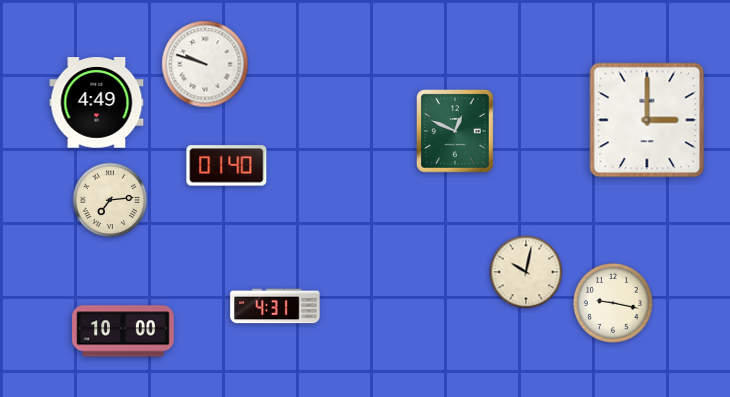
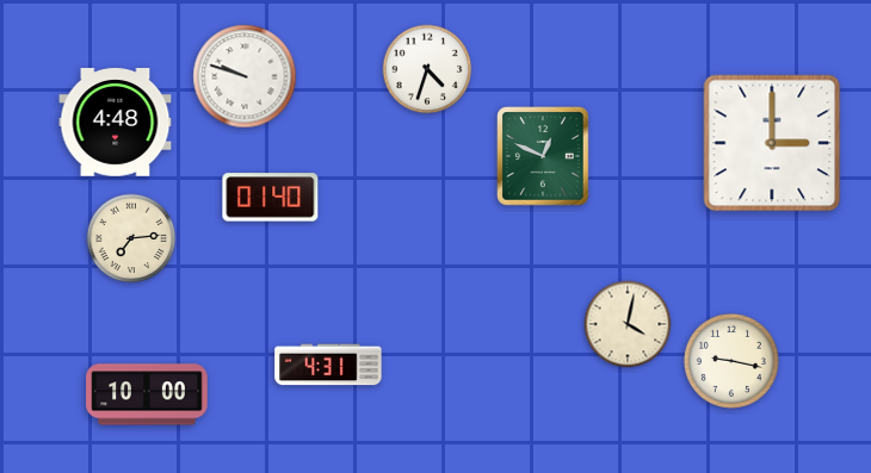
clock at (427, 69): none -> 4:33
clock at (97, 103): 4:49 -> 4:48
clock at (526, 272): 10:02 -> 4:02
